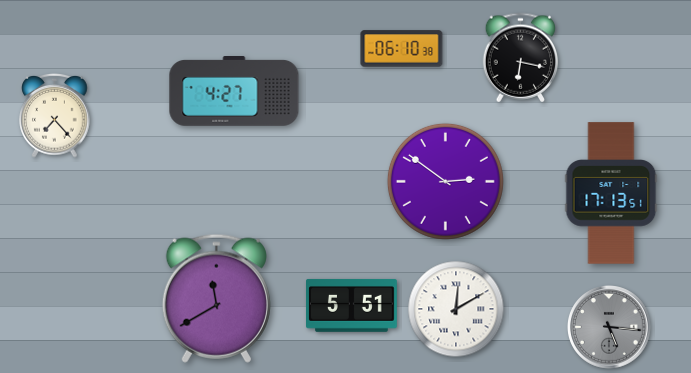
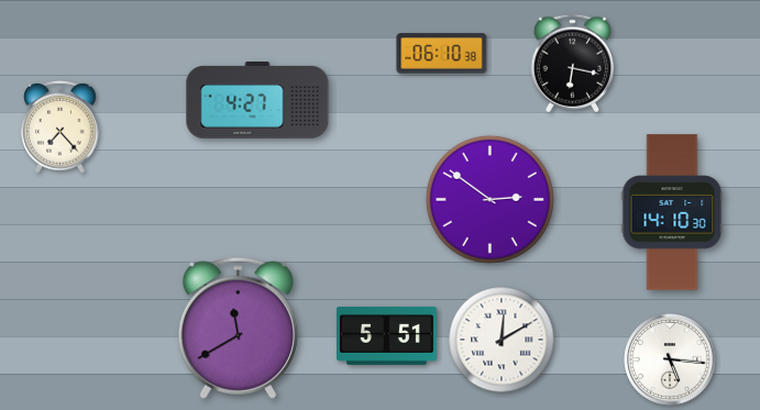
clock at (611, 193): 17:13 -> 14:10
clock at (610, 328) dial: grey -> white
